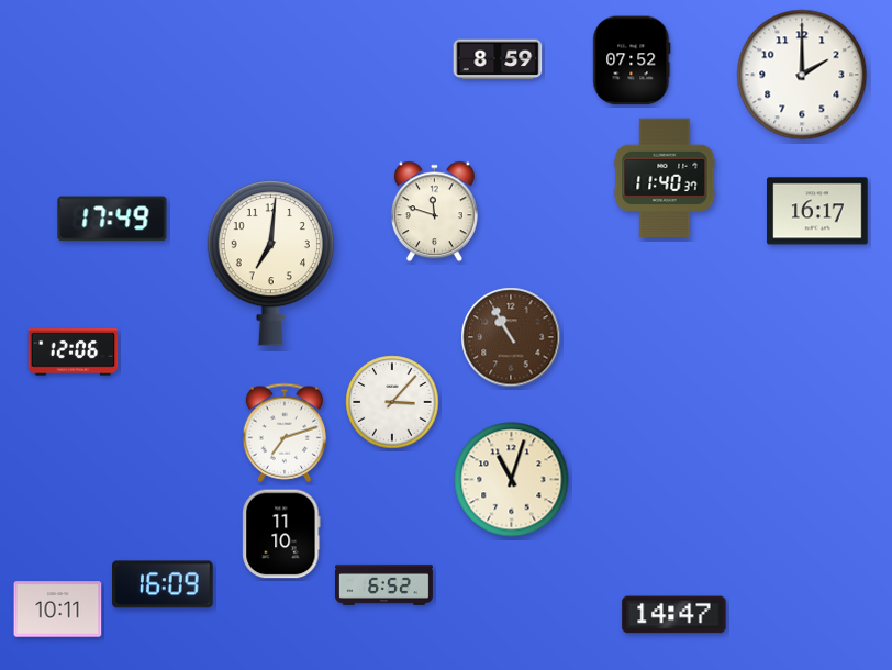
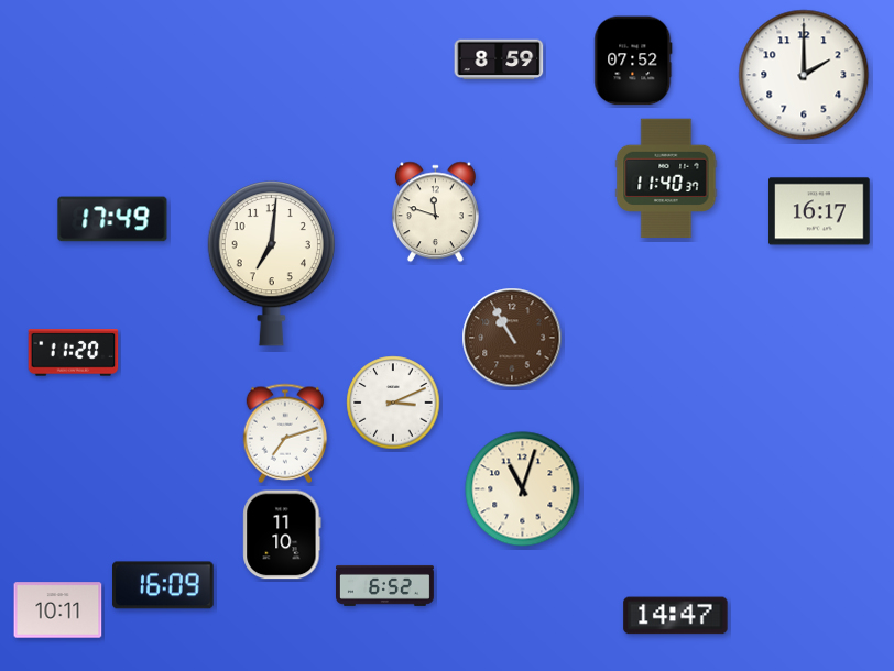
clock at (74, 353): 12:06 -> 11:20
clock at (392, 402): 3:07 -> 3:11
clock at (512, 480) position: (512, 480) -> (523, 490)
